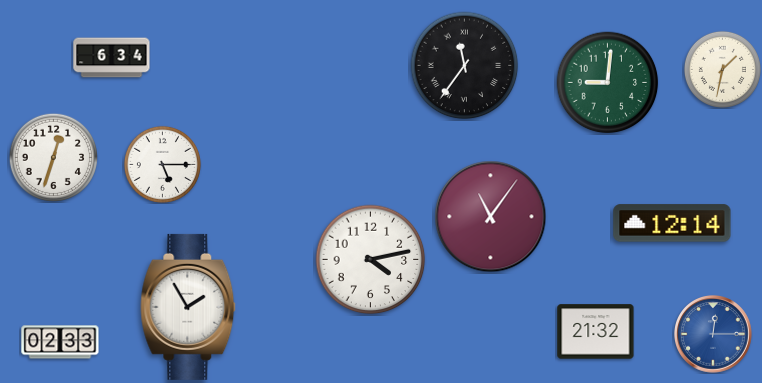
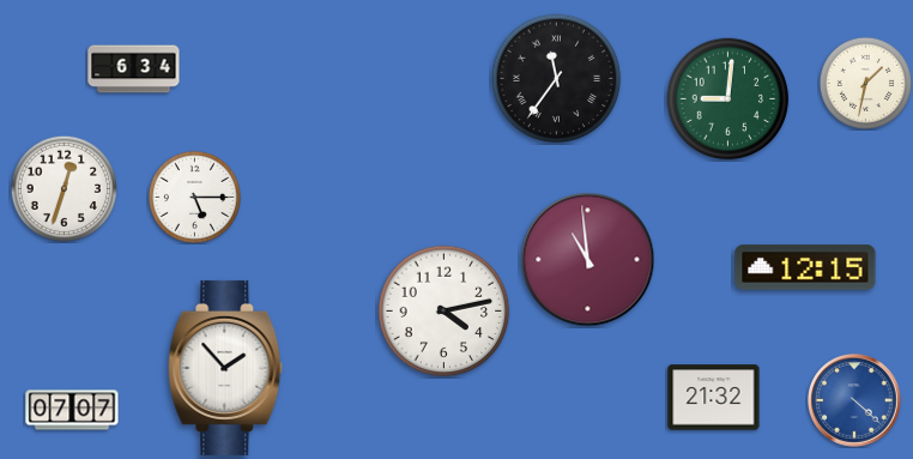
clock at (491, 217): 11:06 -> 10:59
clock at (672, 223): 12:14 -> 12:15
clock at (188, 307): 1:55 -> 1:53
clock at (714, 335): 12:15 -> 4:22
clock at (60, 342): 02:33 -> 07:07
